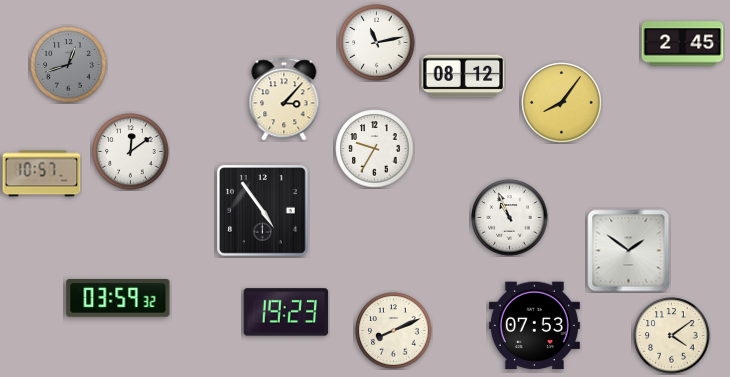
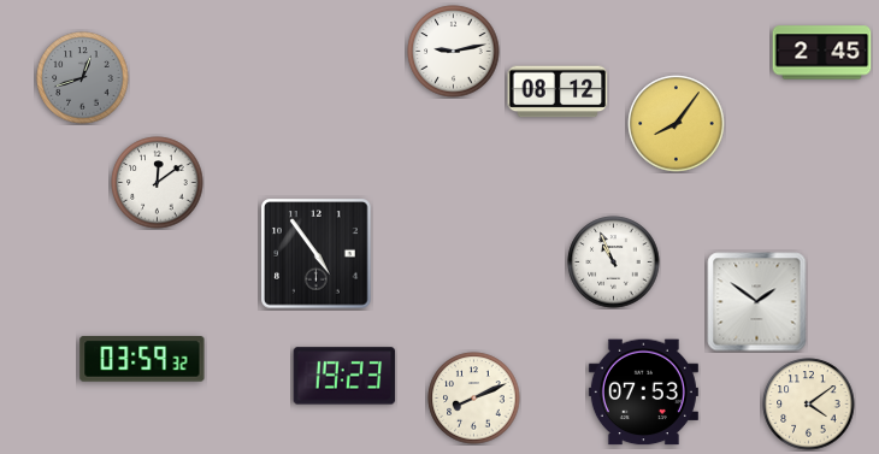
clock at (377, 43): 11:13 -> 9:13
clock at (284, 99): 3:07 -> none
clock at (375, 149): 9:35 -> none
clock at (42, 174): 10:57 -> none
